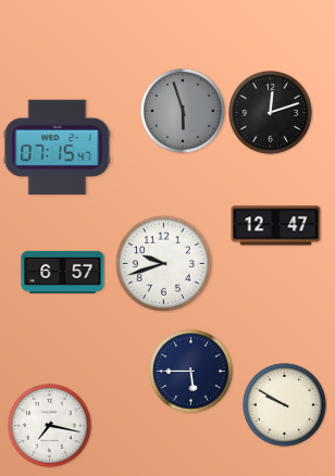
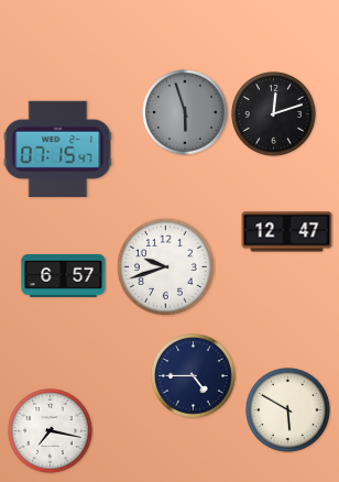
clock at (276, 226) position: (276, 226) -> (287, 232)
clock at (191, 372): 5:45 -> 4:45
clock at (285, 405): 9:50 -> 5:50
